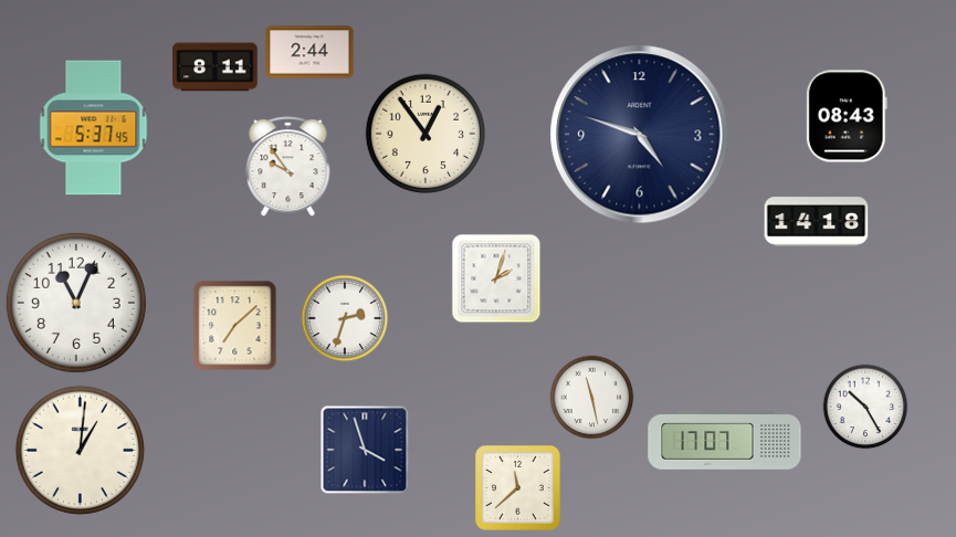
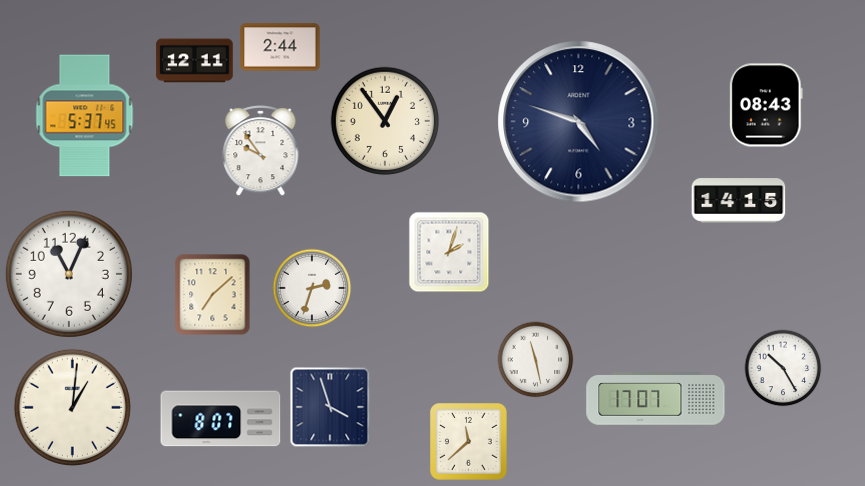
clock at (216, 67): 8:11 -> 12:11
clock at (817, 222): 14:18 -> 14:15
clock at (221, 419): none -> 8:07
